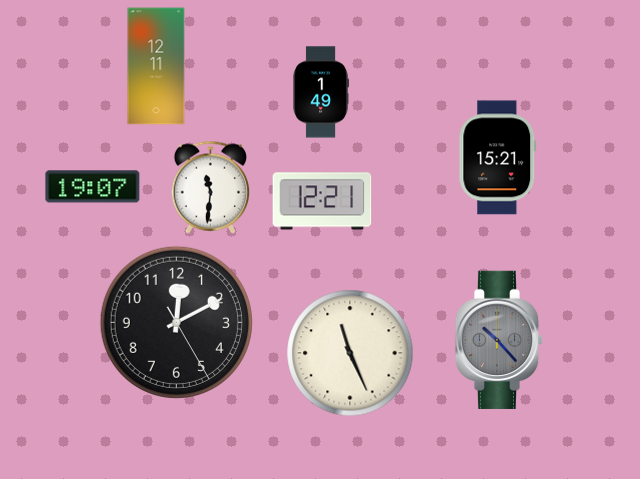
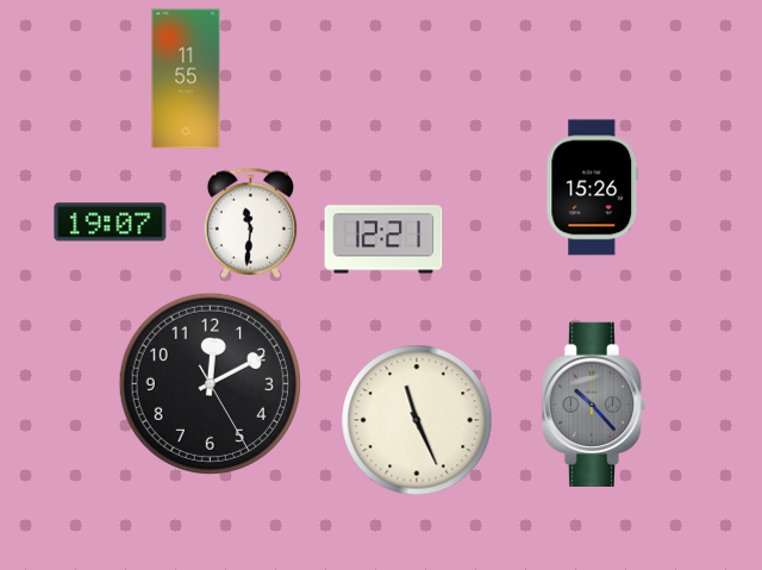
clock at (156, 66): 12:11 -> 11:55
clock at (321, 92): 1:49 -> none
clock at (498, 158): 15:21 -> 15:26
